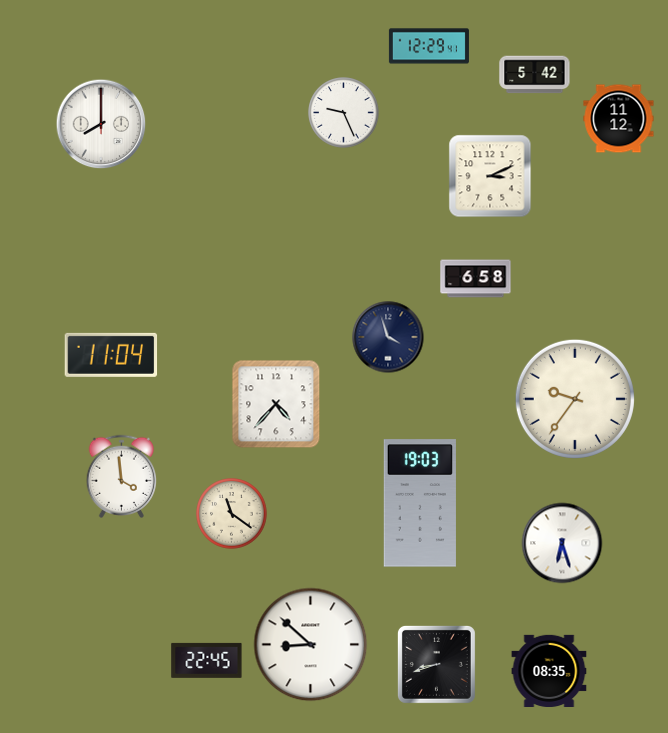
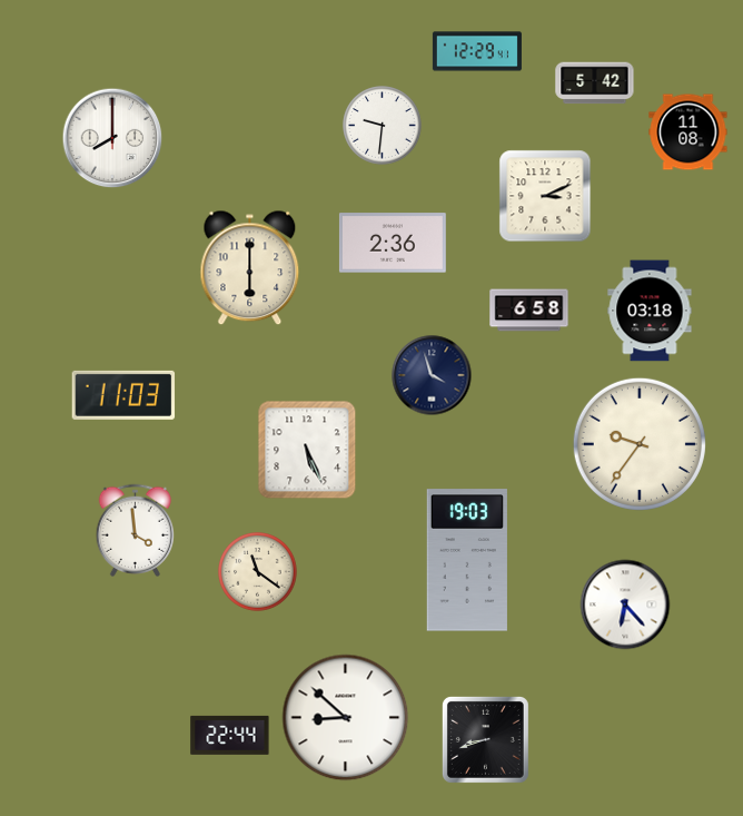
clock at (344, 113): 9:26 -> 9:31
clock at (619, 119): 11:12 -> 11:08
clock at (393, 243): none -> 2:36
clock at (250, 268): none -> 6:00
clock at (650, 311): none -> 03:18
clock at (111, 355): 11:04 -> 11:03
clock at (276, 404): 4:37 -> 5:26
clock at (562, 543): 6:27 -> 6:23
clock at (207, 660): 22:45 -> 22:44
clock at (549, 670): 08:35 -> none
